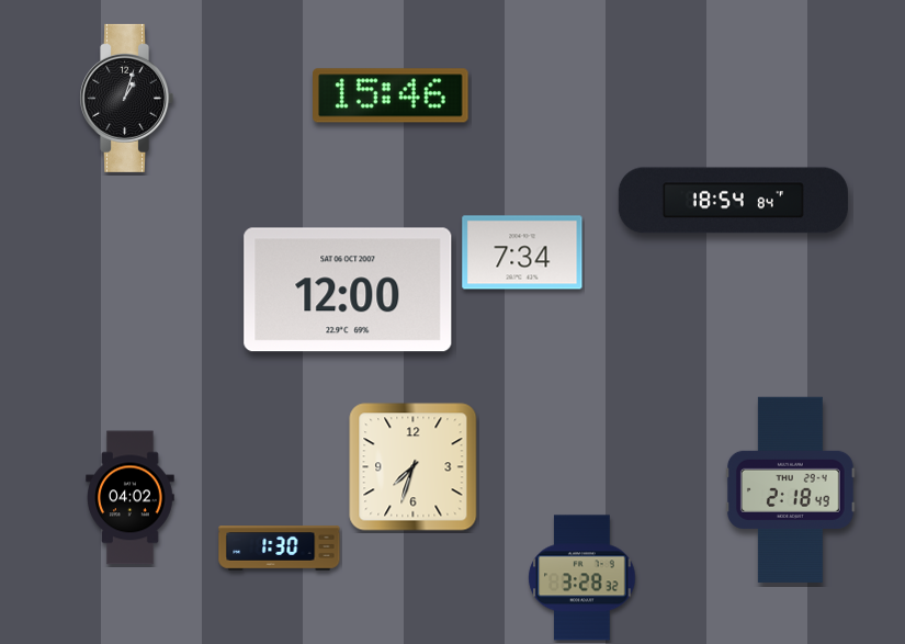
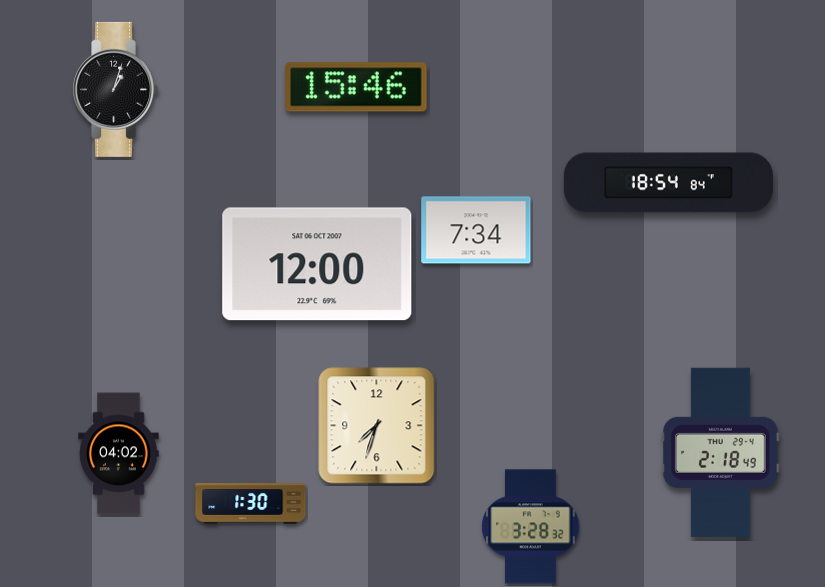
clock at (790, 489) position: (790, 489) -> (720, 452)
clock at (280, 549) position: (280, 549) -> (251, 504)
